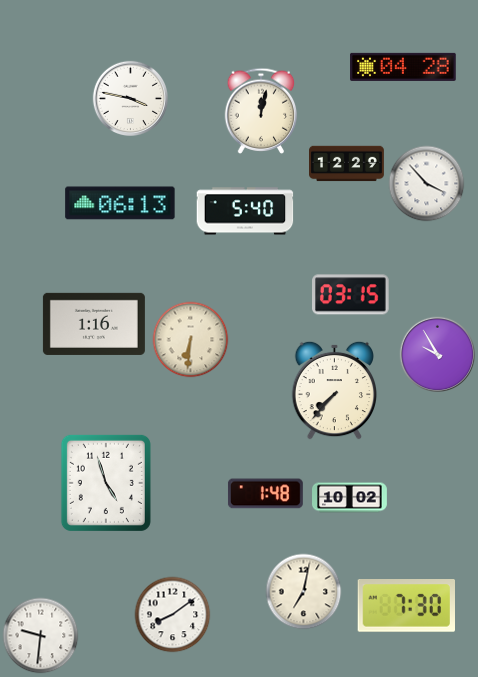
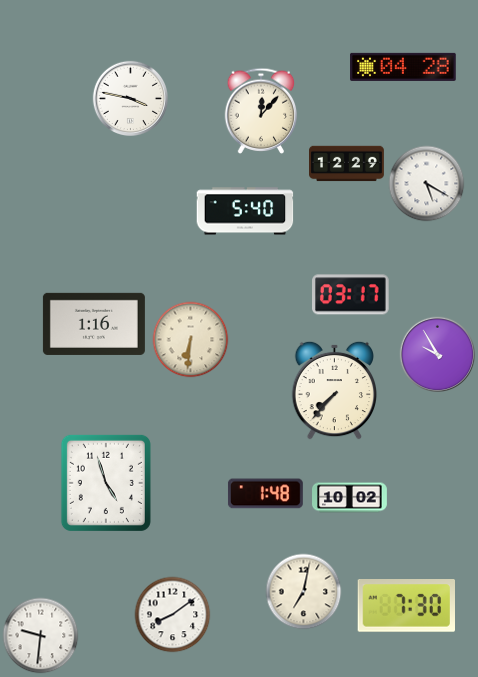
clock at (261, 111): 12:02 -> 12:07
clock at (427, 184): 3:53 -> 5:20
clock at (120, 203): 06:13 -> none
clock at (351, 295): 03:15 -> 03:17
